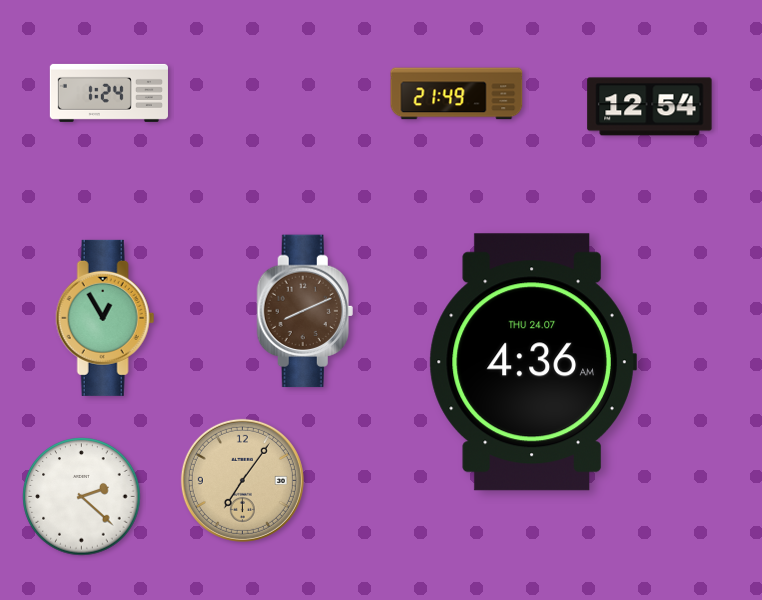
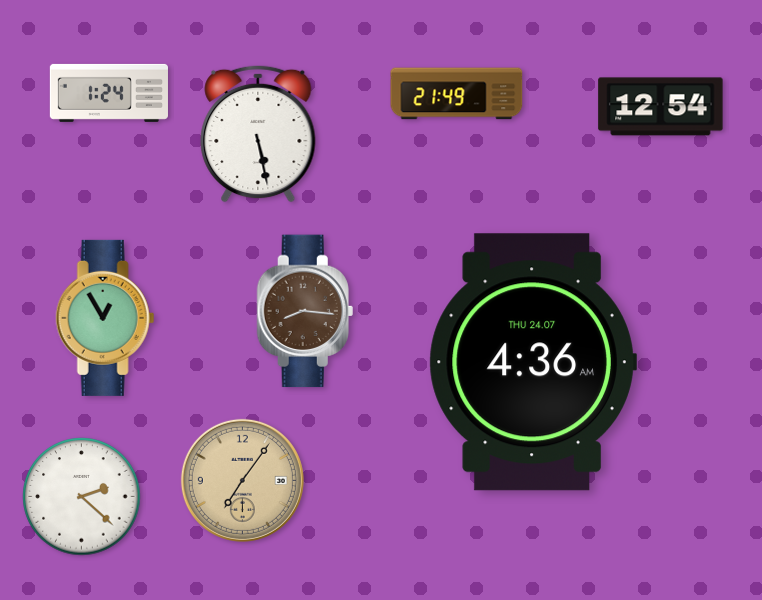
clock at (650, 107) position: (650, 107) -> (661, 107)
clock at (258, 134): none -> 5:28
clock at (305, 311): 8:11 -> 8:16
